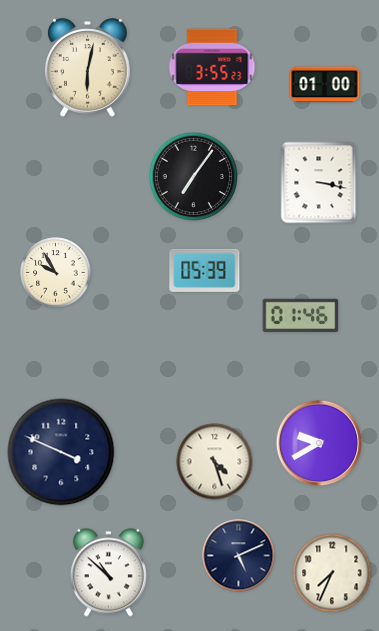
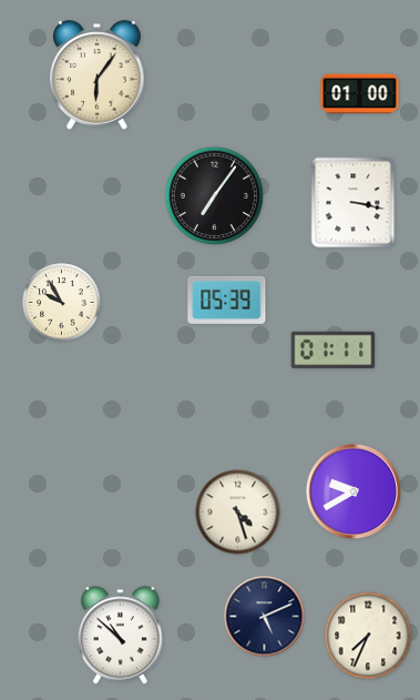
clock at (212, 67): 3:55 -> none
clock at (88, 68): 6:02 -> 6:06
clock at (301, 316): 01:46 -> 01:11
clock at (61, 452): 3:49 -> none
